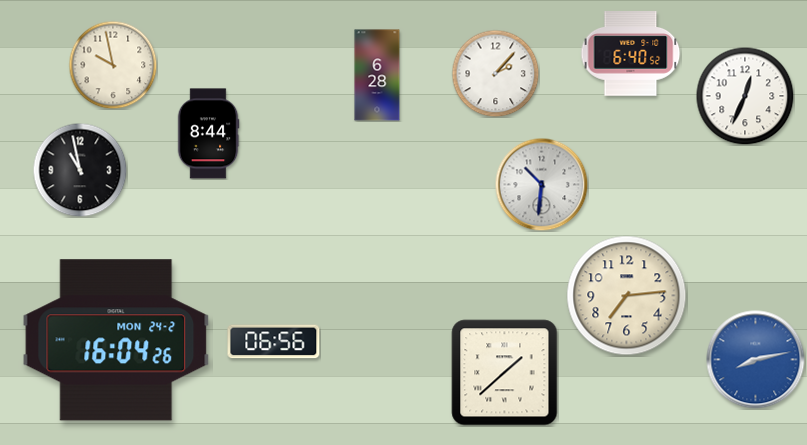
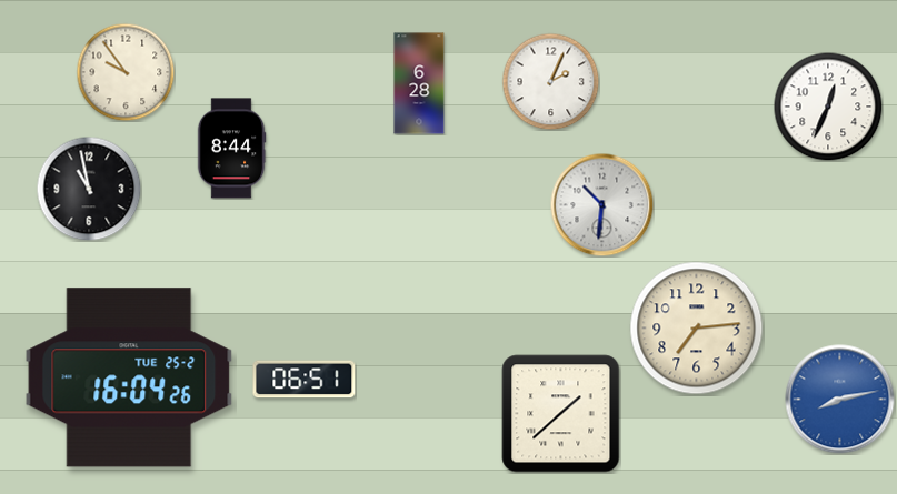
clock at (631, 54): 6:40 -> none
clock at (113, 65): 9:58 -> 9:54
clock at (495, 73): 2:07 -> 2:04
clock at (116, 340) date: MON 24-2 -> TUE 25-2
clock at (274, 342): 06:56 -> 06:51
